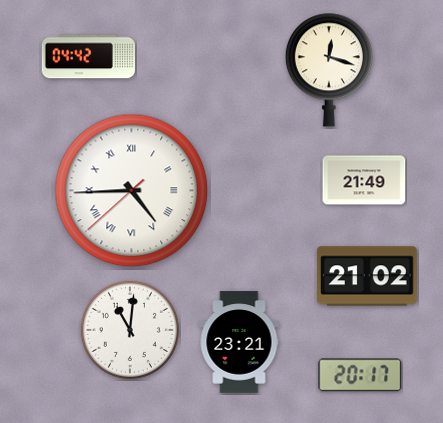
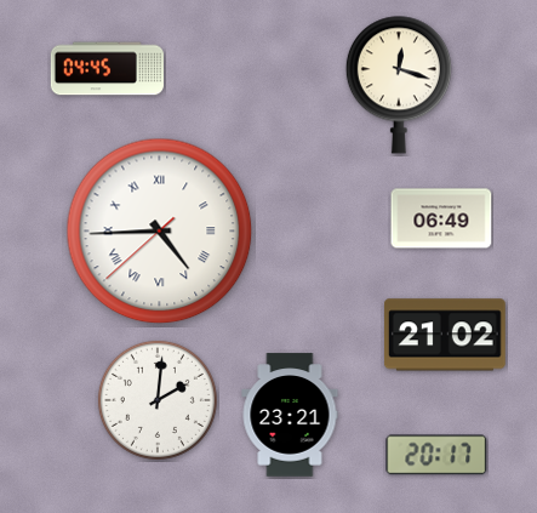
clock at (88, 57): 04:42 -> 04:45
clock at (364, 180): 21:49 -> 06:49
clock at (130, 330): 11:01 -> 2:01
